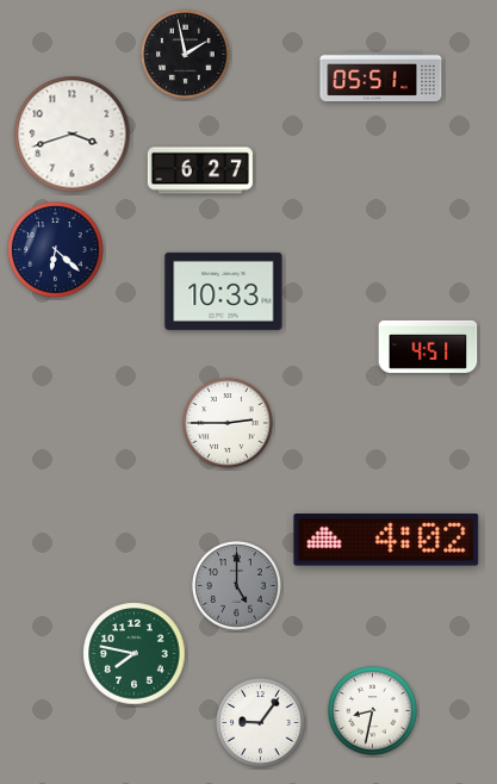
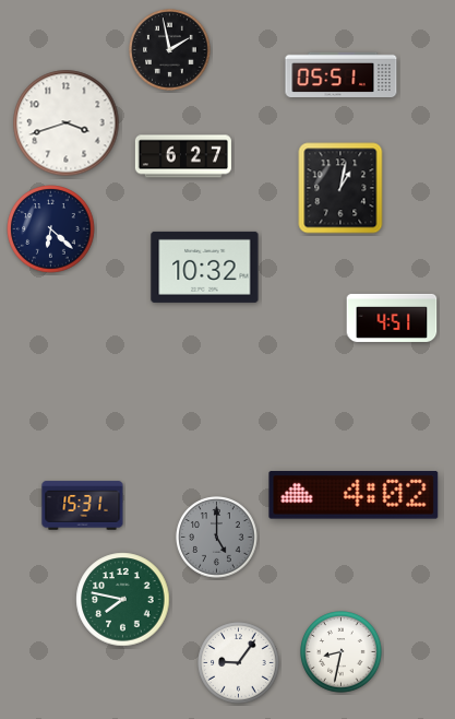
clock at (381, 76) position: (381, 76) -> (342, 74)
clock at (340, 188): none -> 1:02
clock at (224, 291): 10:33 -> 10:32
clock at (228, 423): 2:45 -> none
clock at (83, 506): none -> 15:31
